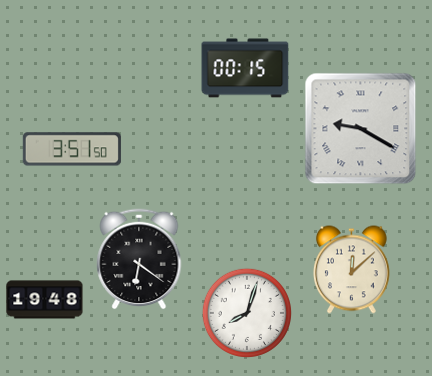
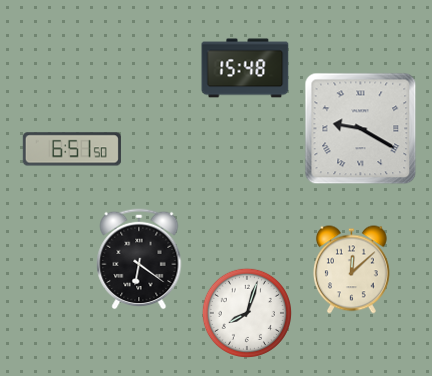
clock at (245, 68): 00:15 -> 15:48
clock at (72, 149): 3:51 -> 6:51
clock at (45, 300): 19:48 -> none
